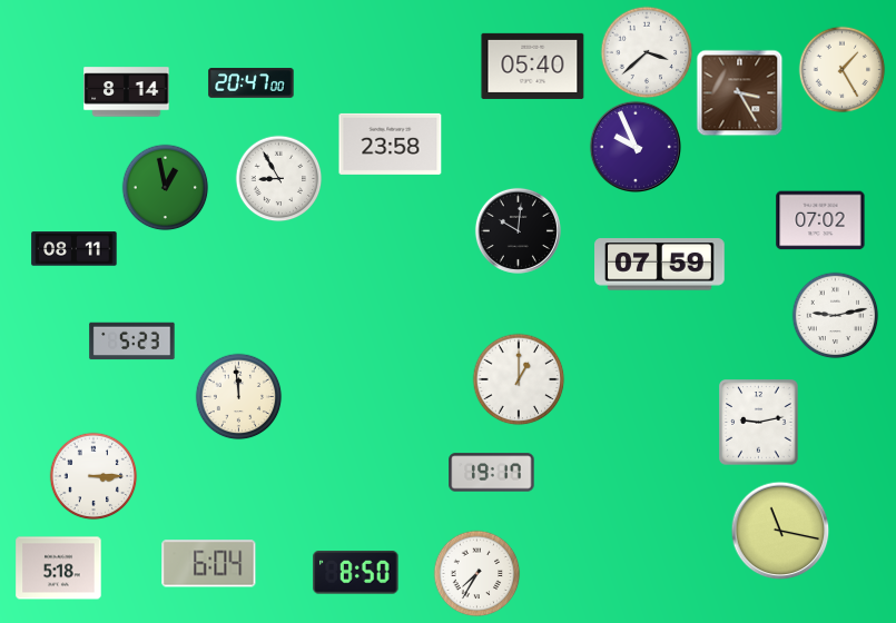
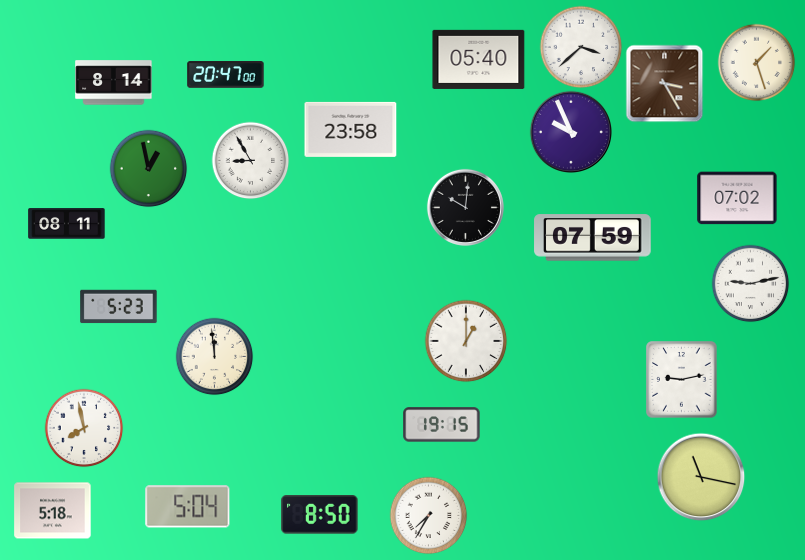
clock at (841, 69): 1:25 -> 1:27
clock at (492, 473): 19:17 -> 19:15
clock at (93, 476): 3:15 -> 7:58
clock at (209, 564): 6:04 -> 5:04
